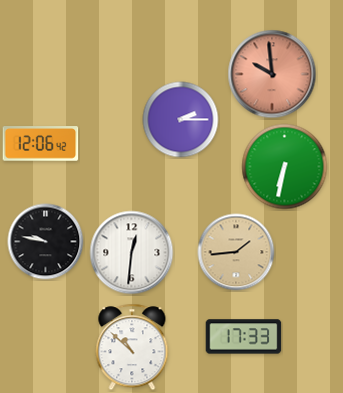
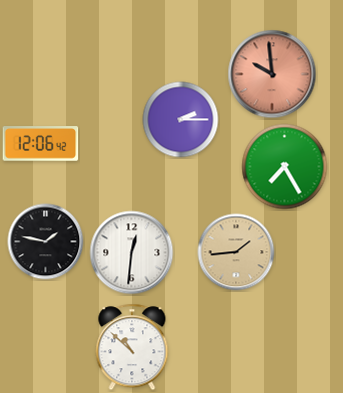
clock at (285, 167): 6:32 -> 7:25
clock at (46, 242): 9:47 -> 1:47
clock at (244, 337): 17:33 -> none
